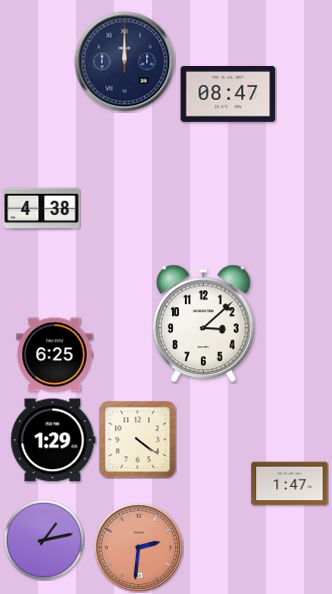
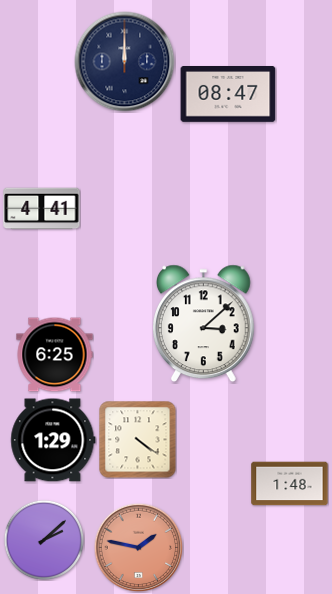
clock at (42, 209): 4:38 -> 4:41
clock at (290, 484): 1:47 -> 1:48
clock at (44, 540): 1:13 -> 2:08
clock at (138, 547): 2:31 -> 1:47
